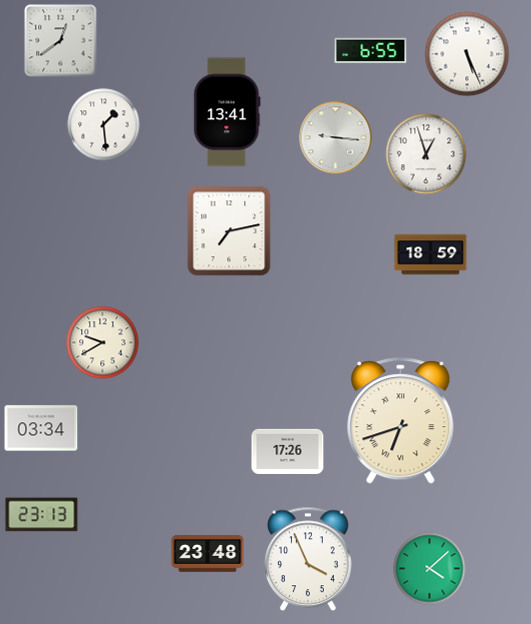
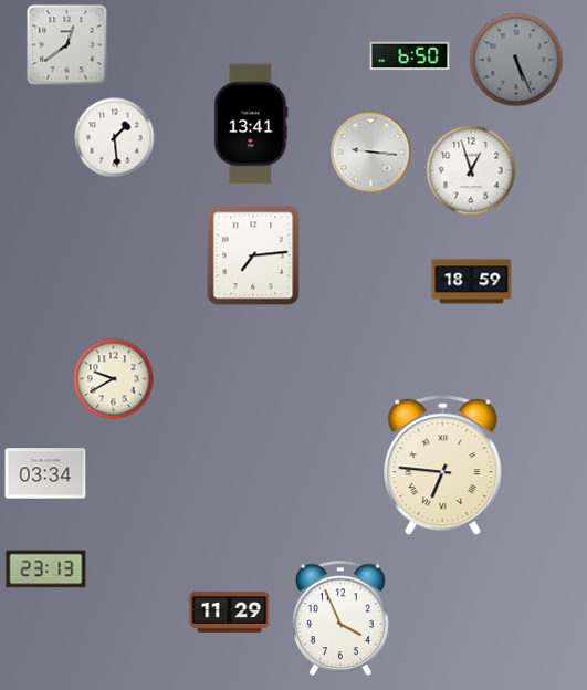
clock at (371, 51): 6:55 -> 6:50
clock at (467, 54) dial: white -> grey
clock at (229, 231): 7:13 -> 7:14
clock at (431, 255) position: (431, 255) -> (472, 282)
clock at (401, 421): 6:42 -> 6:46
clock at (288, 451): 17:26 -> none
clock at (208, 554): 23:48 -> 11:29
clock at (430, 569): 4:08 -> none
